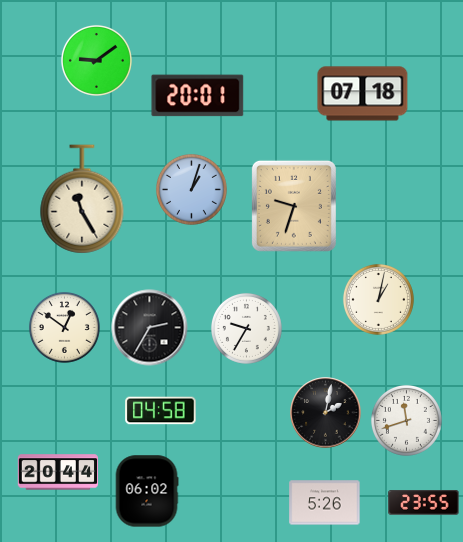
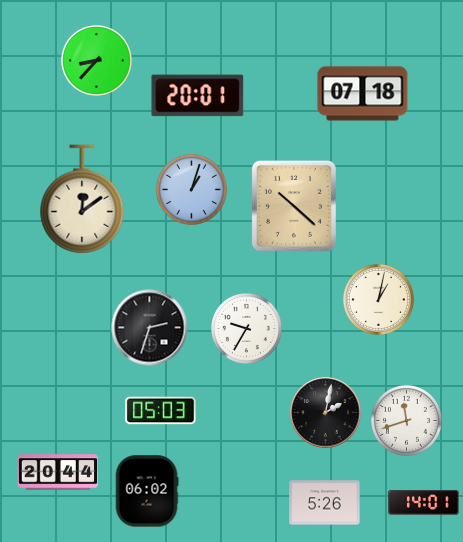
clock at (96, 60): 9:09 -> 8:37
clock at (82, 199): 11:25 -> 12:09
clock at (294, 206): 9:33 -> 10:22
clock at (64, 327): 12:51 -> none
clock at (150, 328): 2:35 -> 2:33
clock at (161, 411): 04:58 -> 05:03
clock at (424, 503): 23:55 -> 14:01
